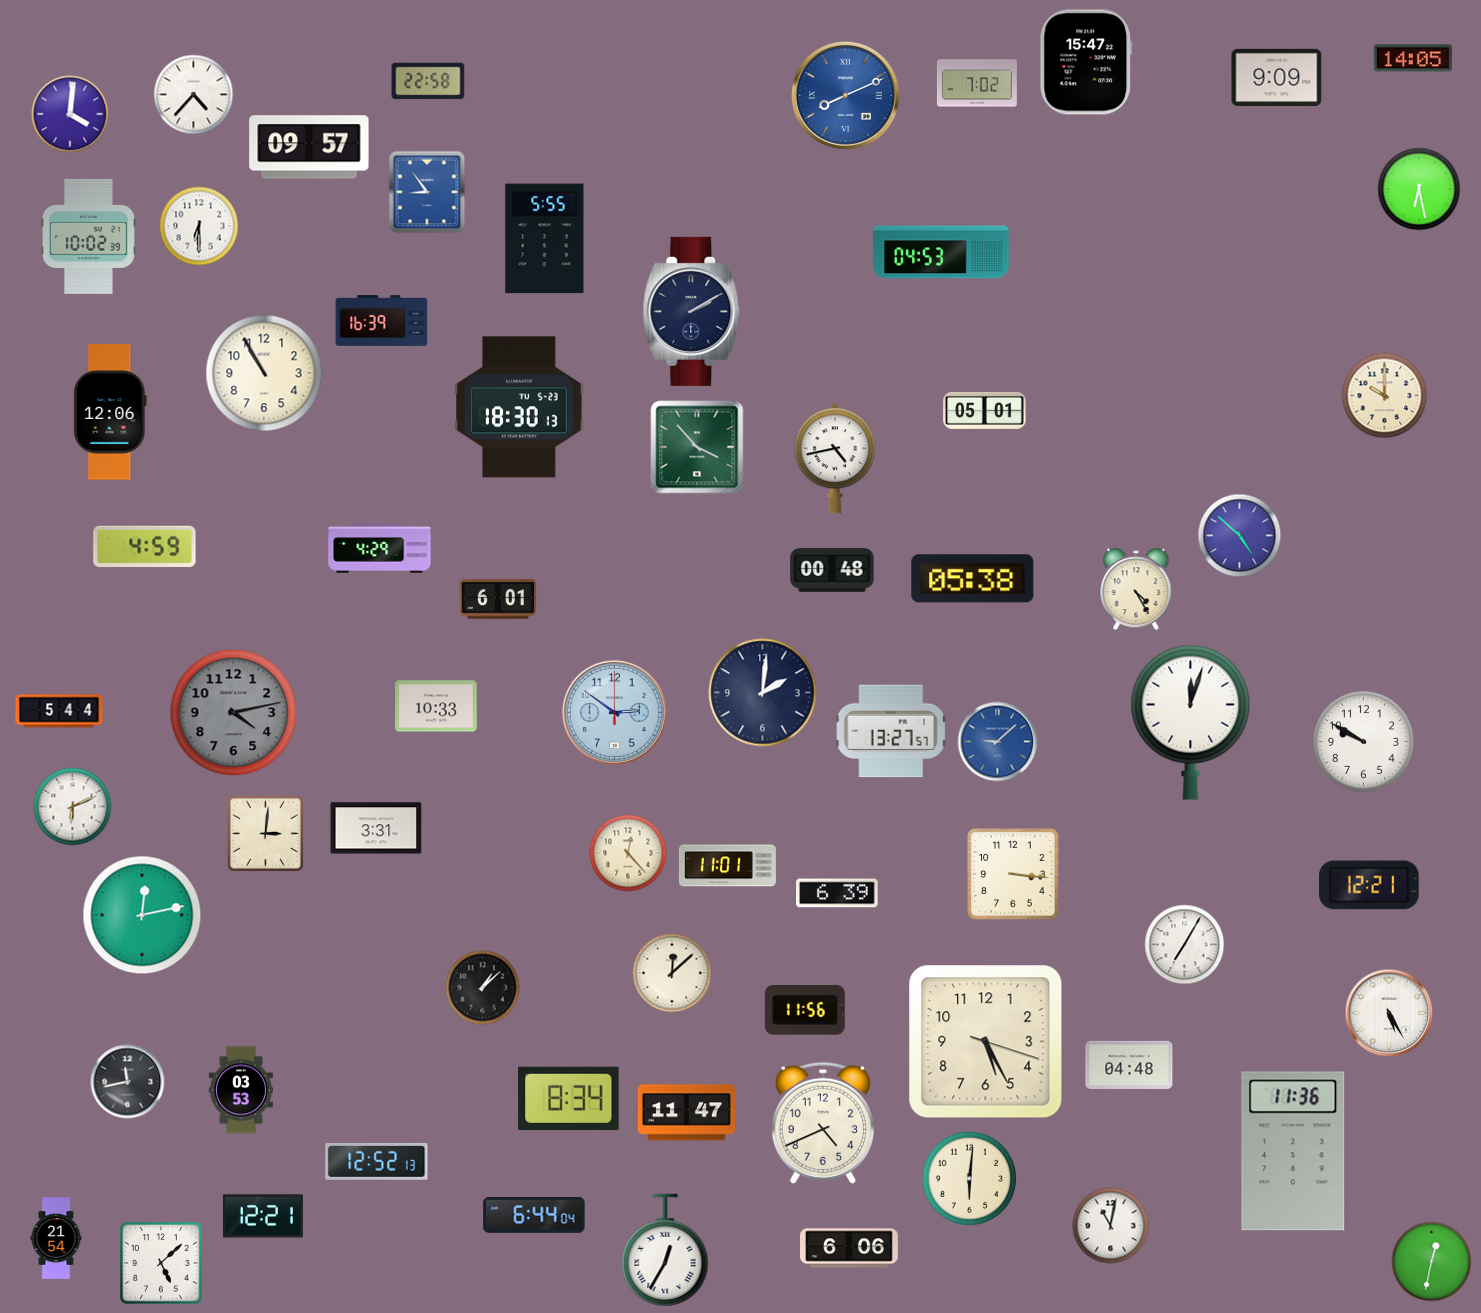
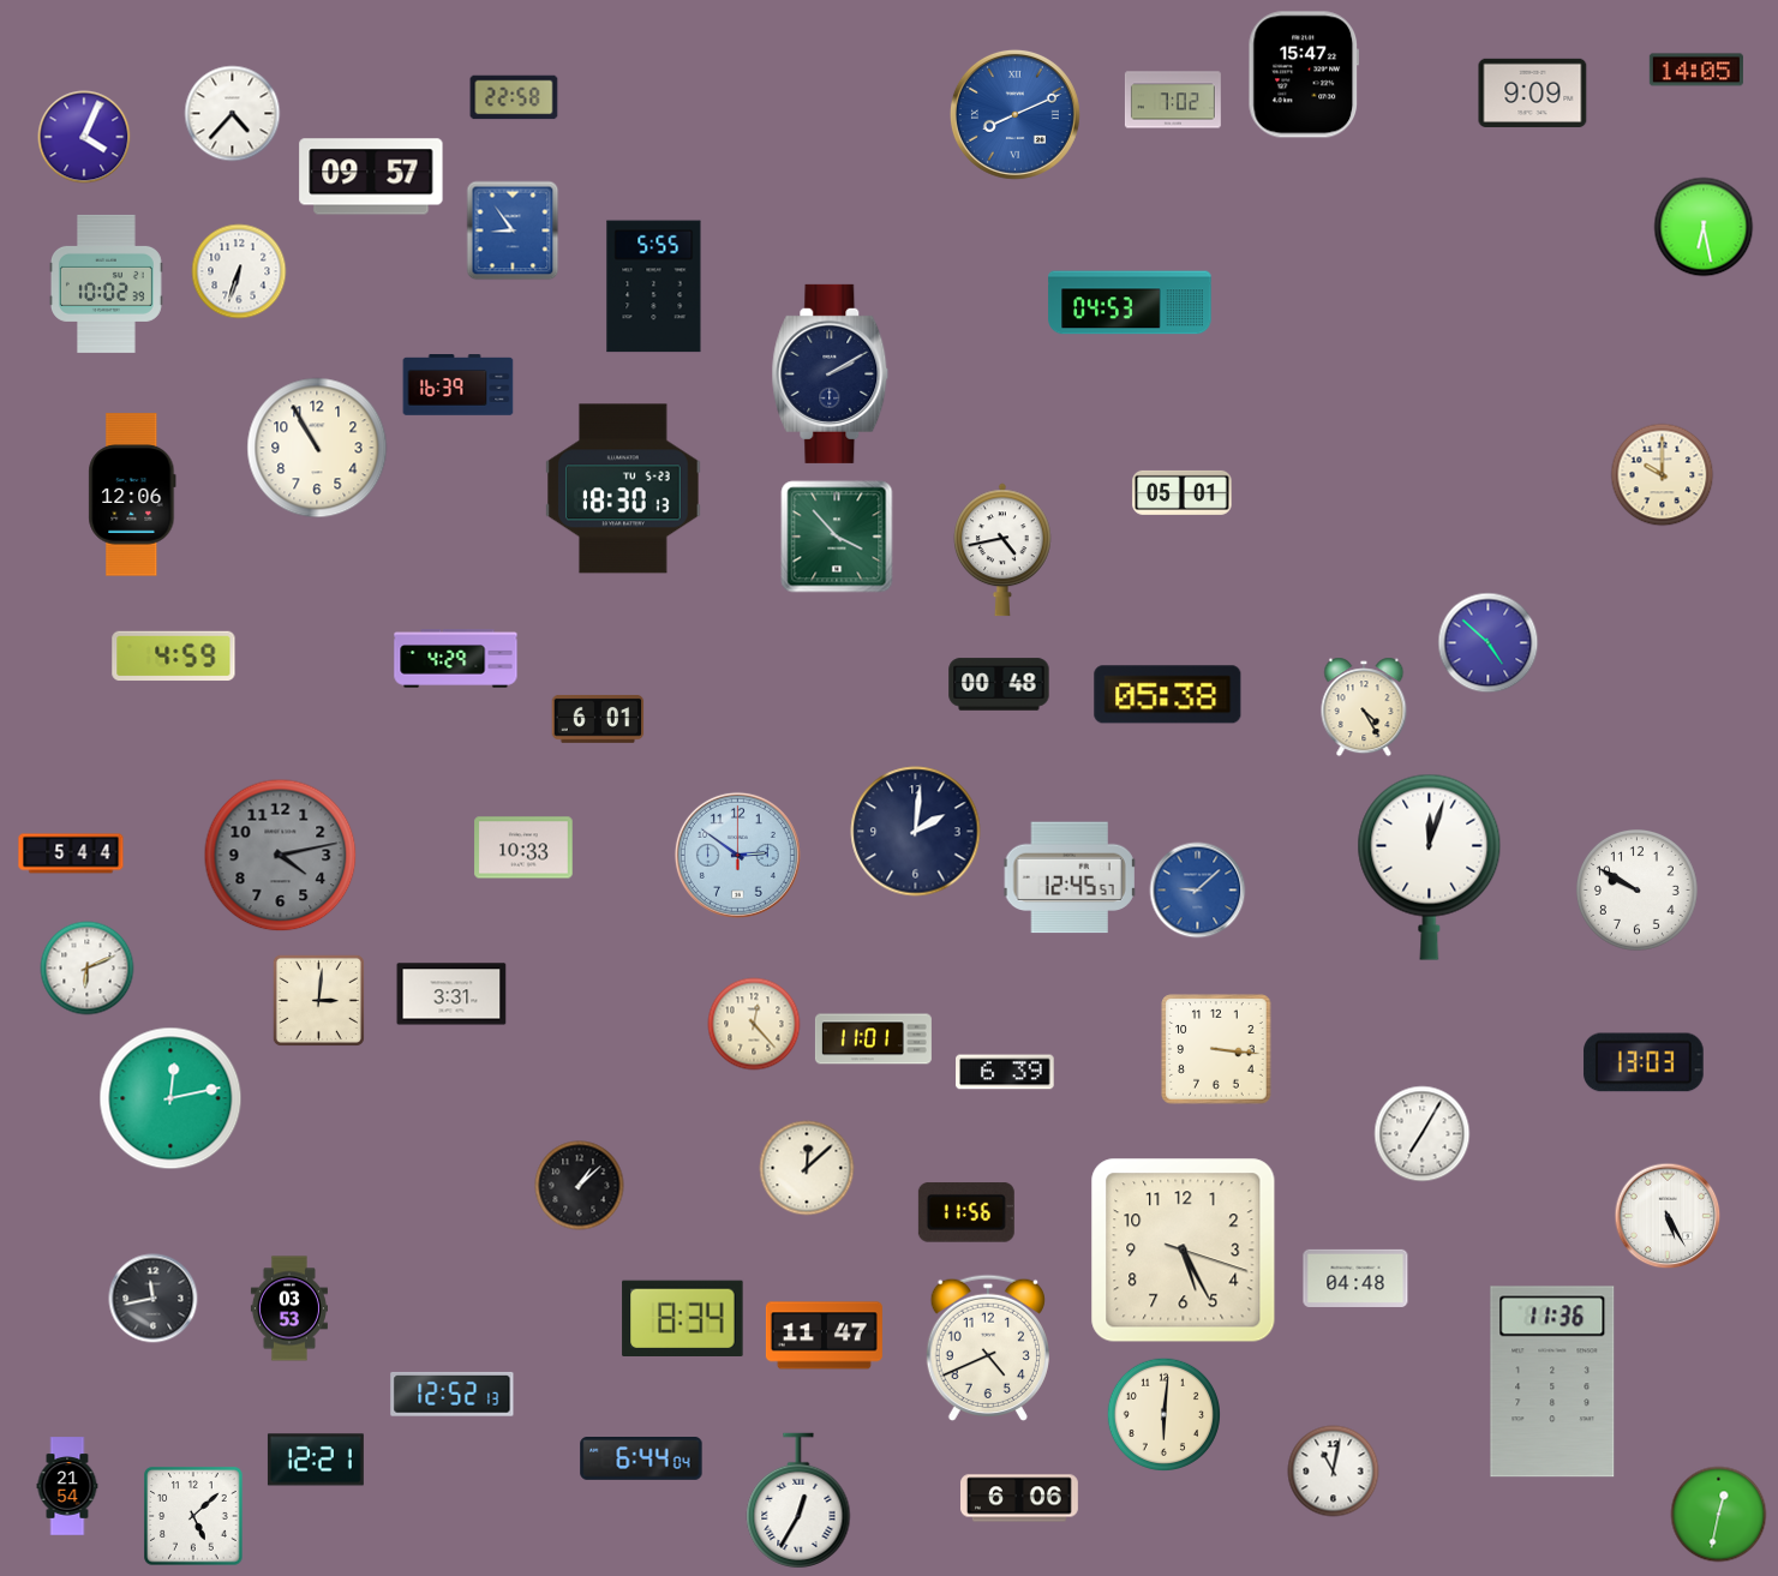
clock at (70, 114): 4:01 -> 4:04
clock at (199, 226): 6:30 -> 6:33
clock at (891, 731): 13:27 -> 12:45
clock at (1369, 885): 12:21 -> 13:03
